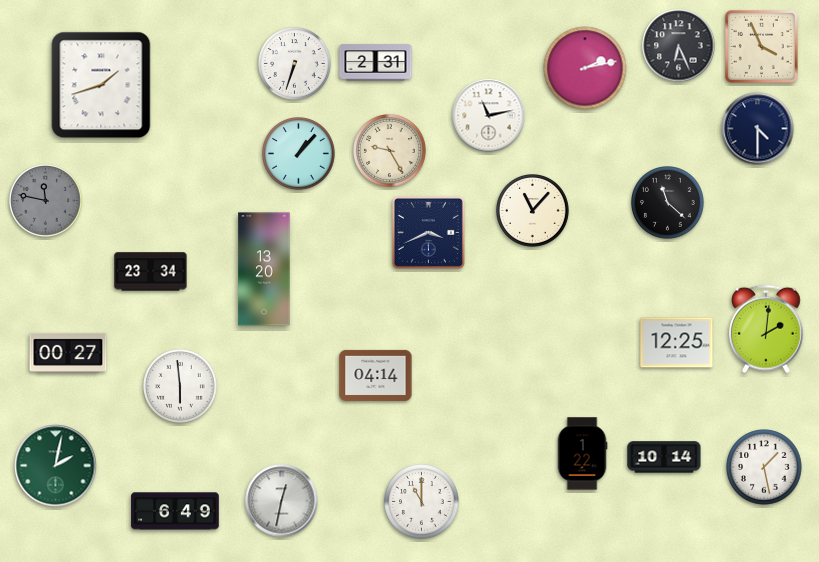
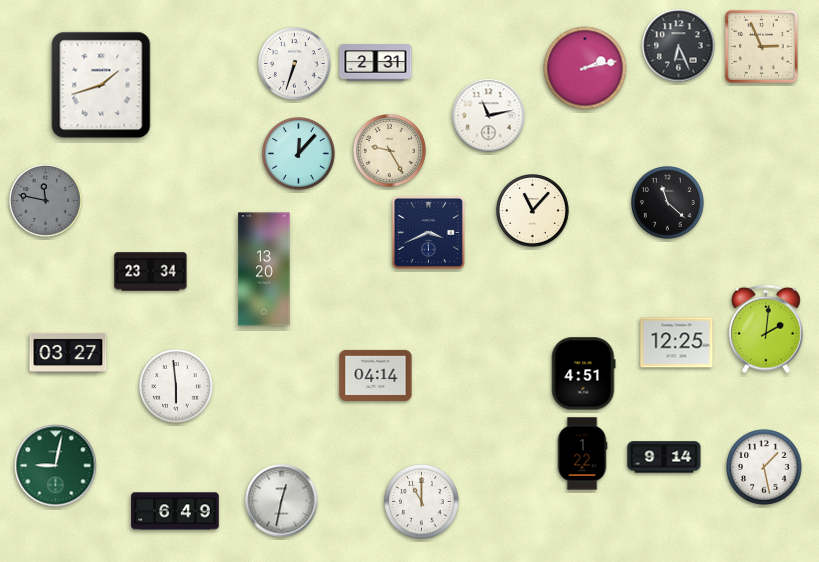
clock at (761, 46): 3:56 -> 2:56
clock at (758, 129): 4:30 -> none
clock at (299, 154): 1:07 -> 12:07
clock at (68, 353): 00:27 -> 03:27
clock at (584, 374): none -> 4:51
clock at (180, 386) position: (180, 386) -> (176, 386)
clock at (664, 457): 10:14 -> 9:14
clock at (56, 466): 2:02 -> 9:02
